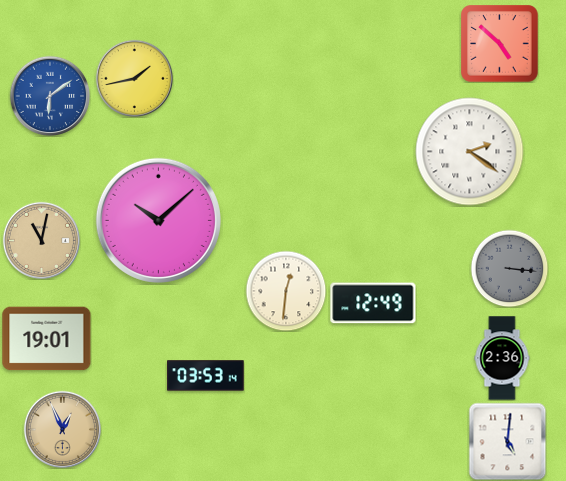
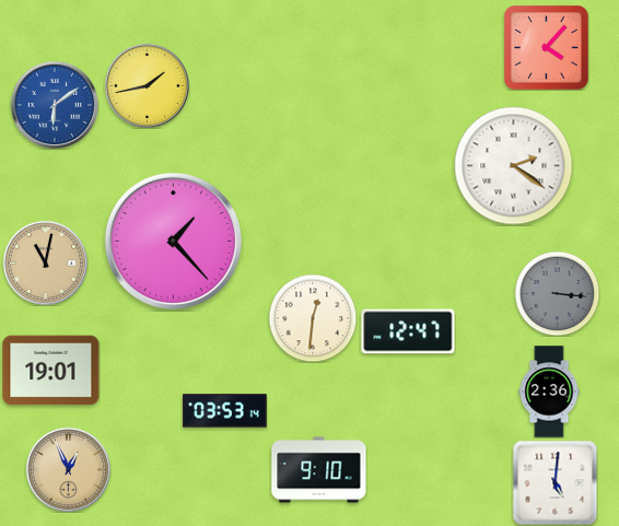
clock at (500, 44): 4:52 -> 4:07
clock at (158, 220): 10:08 -> 1:23
clock at (373, 303): 12:49 -> 12:47
clock at (319, 470): none -> 9:10
